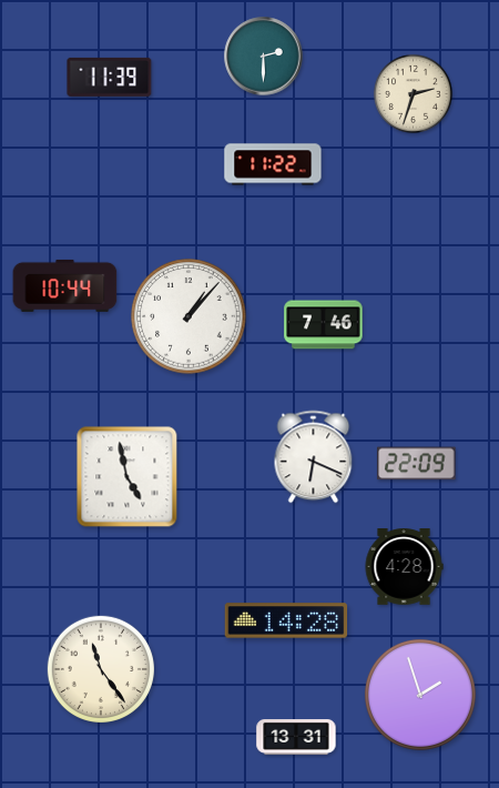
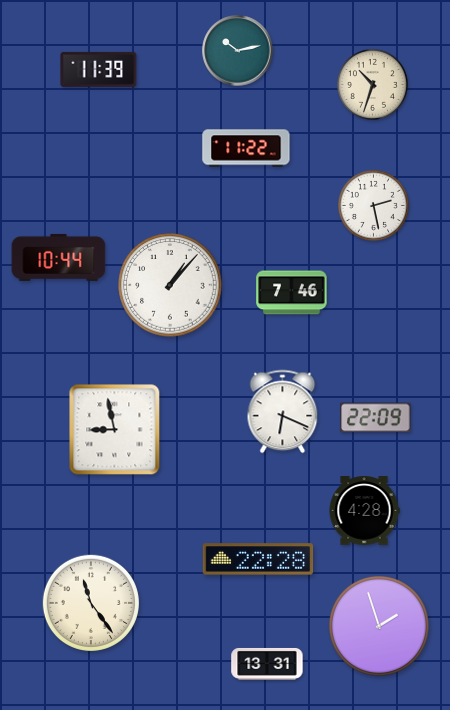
clock at (264, 57): 2:30 -> 10:13
clock at (413, 93): 2:33 -> 10:33
clock at (373, 205): none -> 2:28
clock at (128, 477): 4:58 -> 8:58
clock at (286, 620): 14:28 -> 22:28
